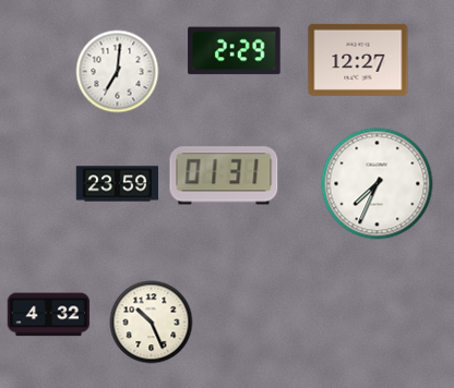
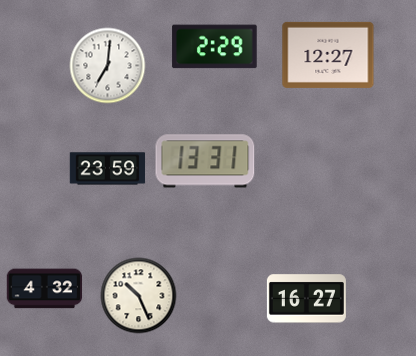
clock at (224, 175): 01:31 -> 13:31
clock at (378, 184): 7:34 -> none
clock at (306, 299): none -> 16:27
